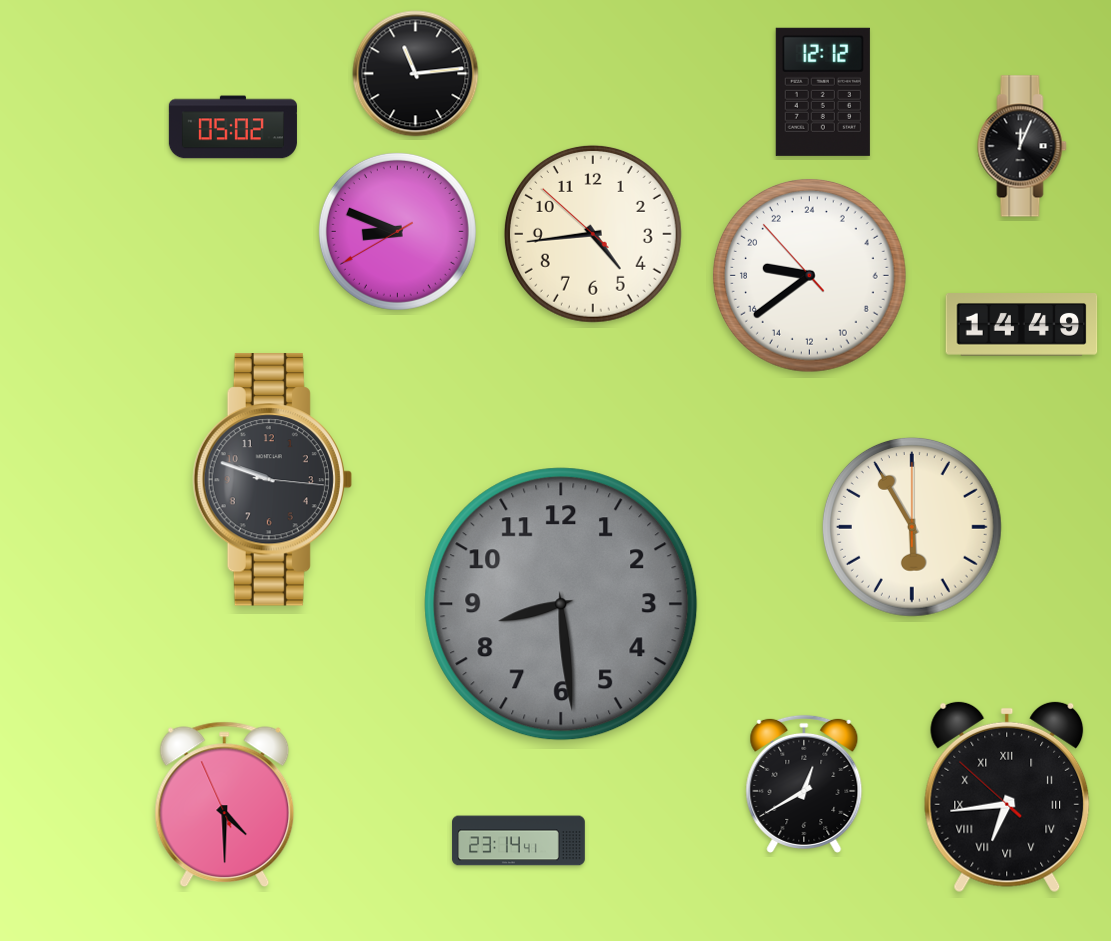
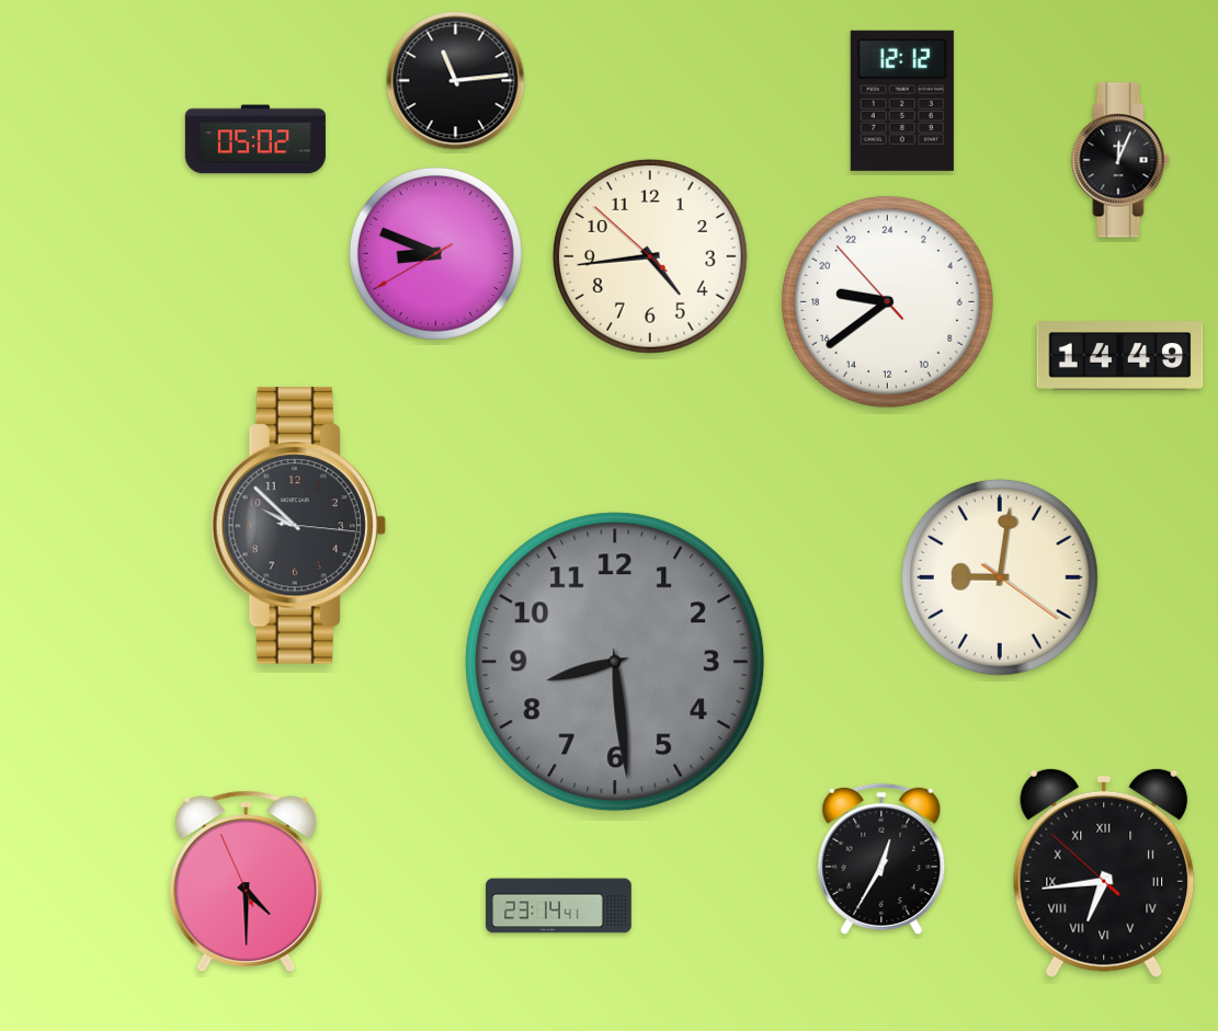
clock at (272, 480): 9:48 -> 9:52
clock at (912, 527): 5:55 -> 9:01
clock at (804, 784): 12:40 -> 12:35
clock at (519, 841) position: (519, 841) -> (559, 906)
